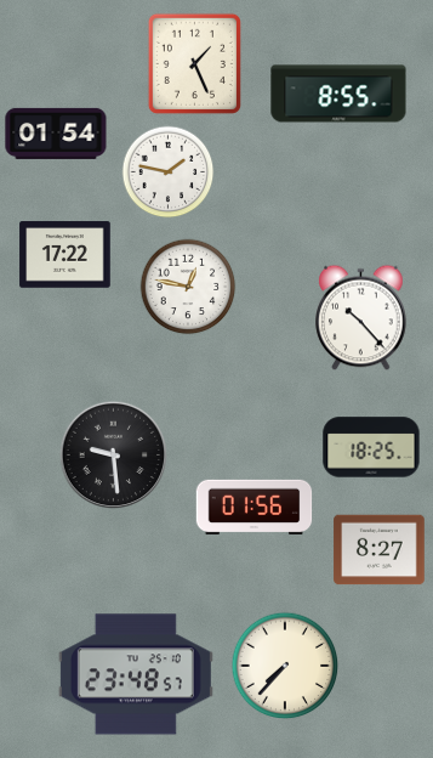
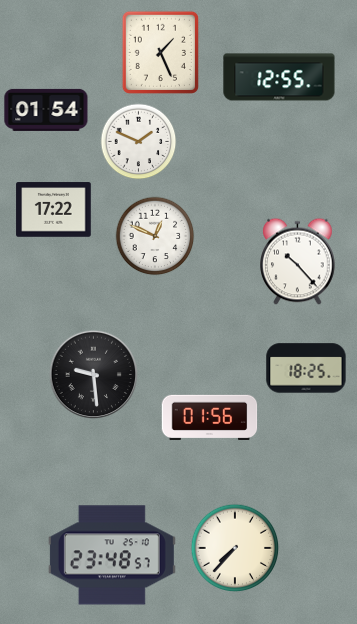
clock at (338, 94): 8:55 -> 12:55
clock at (169, 172): 1:47 -> 1:49
clock at (188, 287): 12:47 -> 12:49
clock at (380, 550): 8:27 -> none
